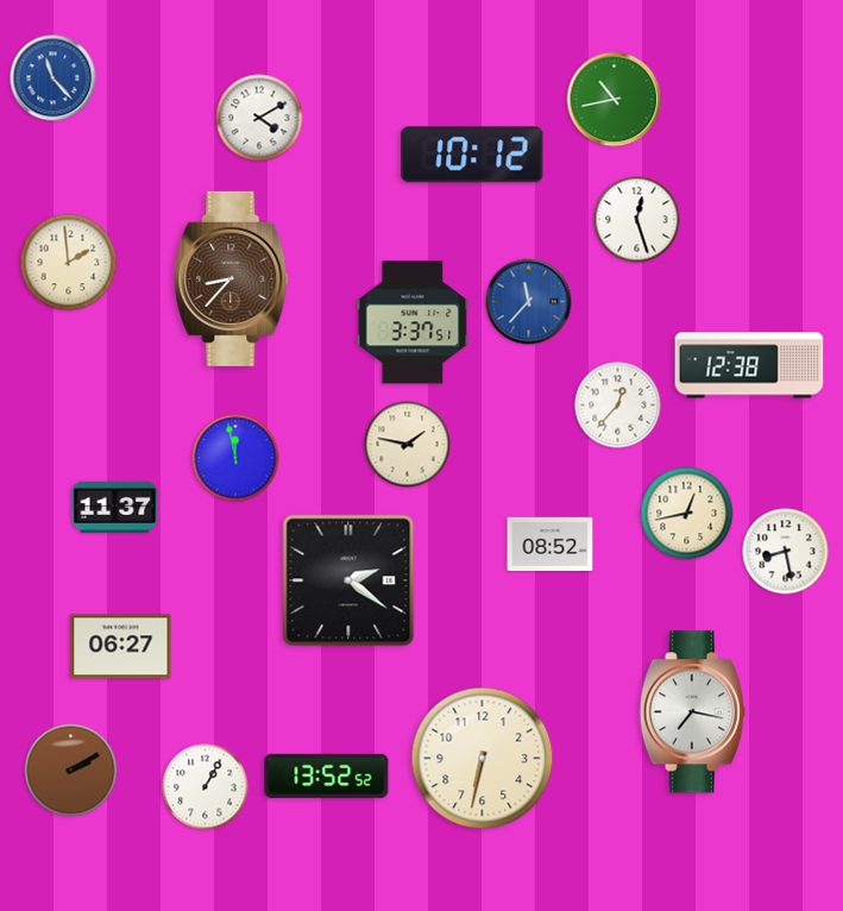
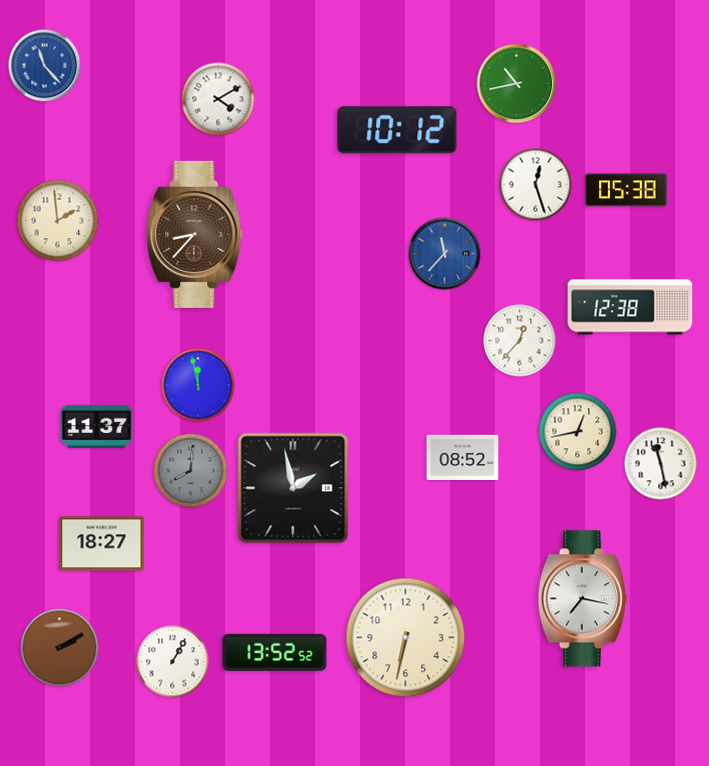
clock at (626, 190): none -> 05:38
clock at (413, 322): 3:37 -> none
clock at (408, 445): 1:47 -> none
clock at (786, 552): 8:28 -> 11:28
clock at (191, 471): none -> 8:01
clock at (348, 580): 2:21 -> 1:58
clock at (121, 647): 06:27 -> 18:27
